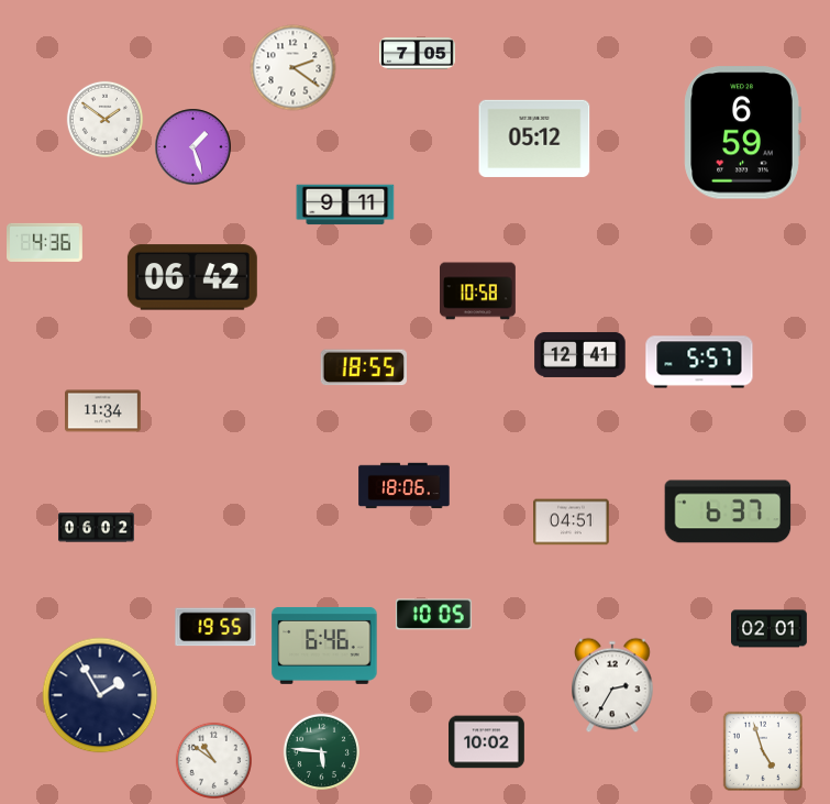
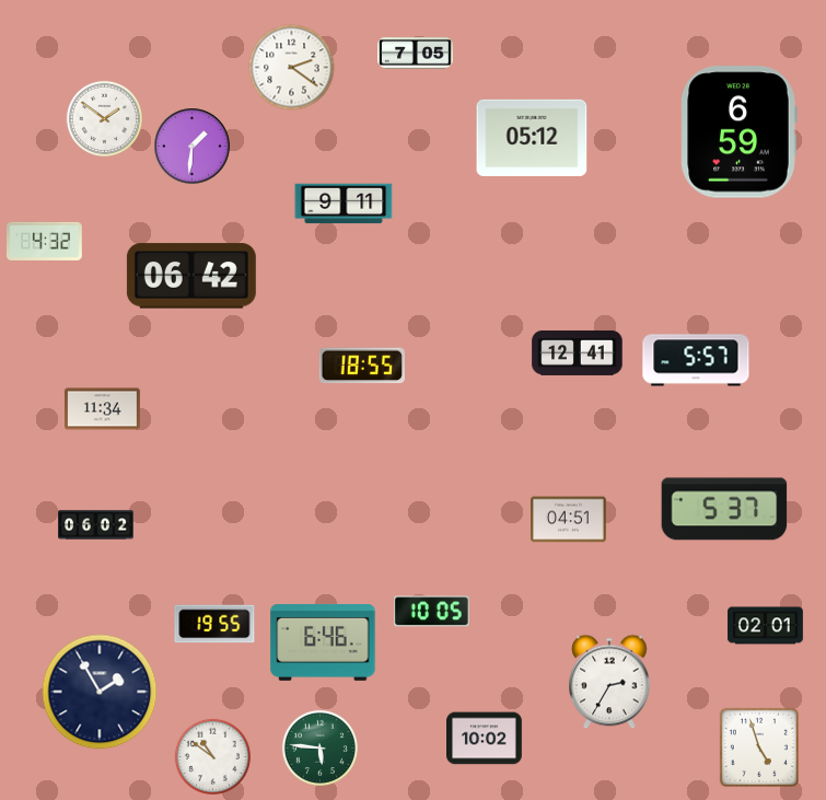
clock at (193, 147): 1:27 -> 1:31
clock at (45, 242): 4:36 -> 4:32
clock at (478, 291): 10:58 -> none
clock at (405, 486): 18:06 -> none
clock at (728, 511): 6:37 -> 5:37
